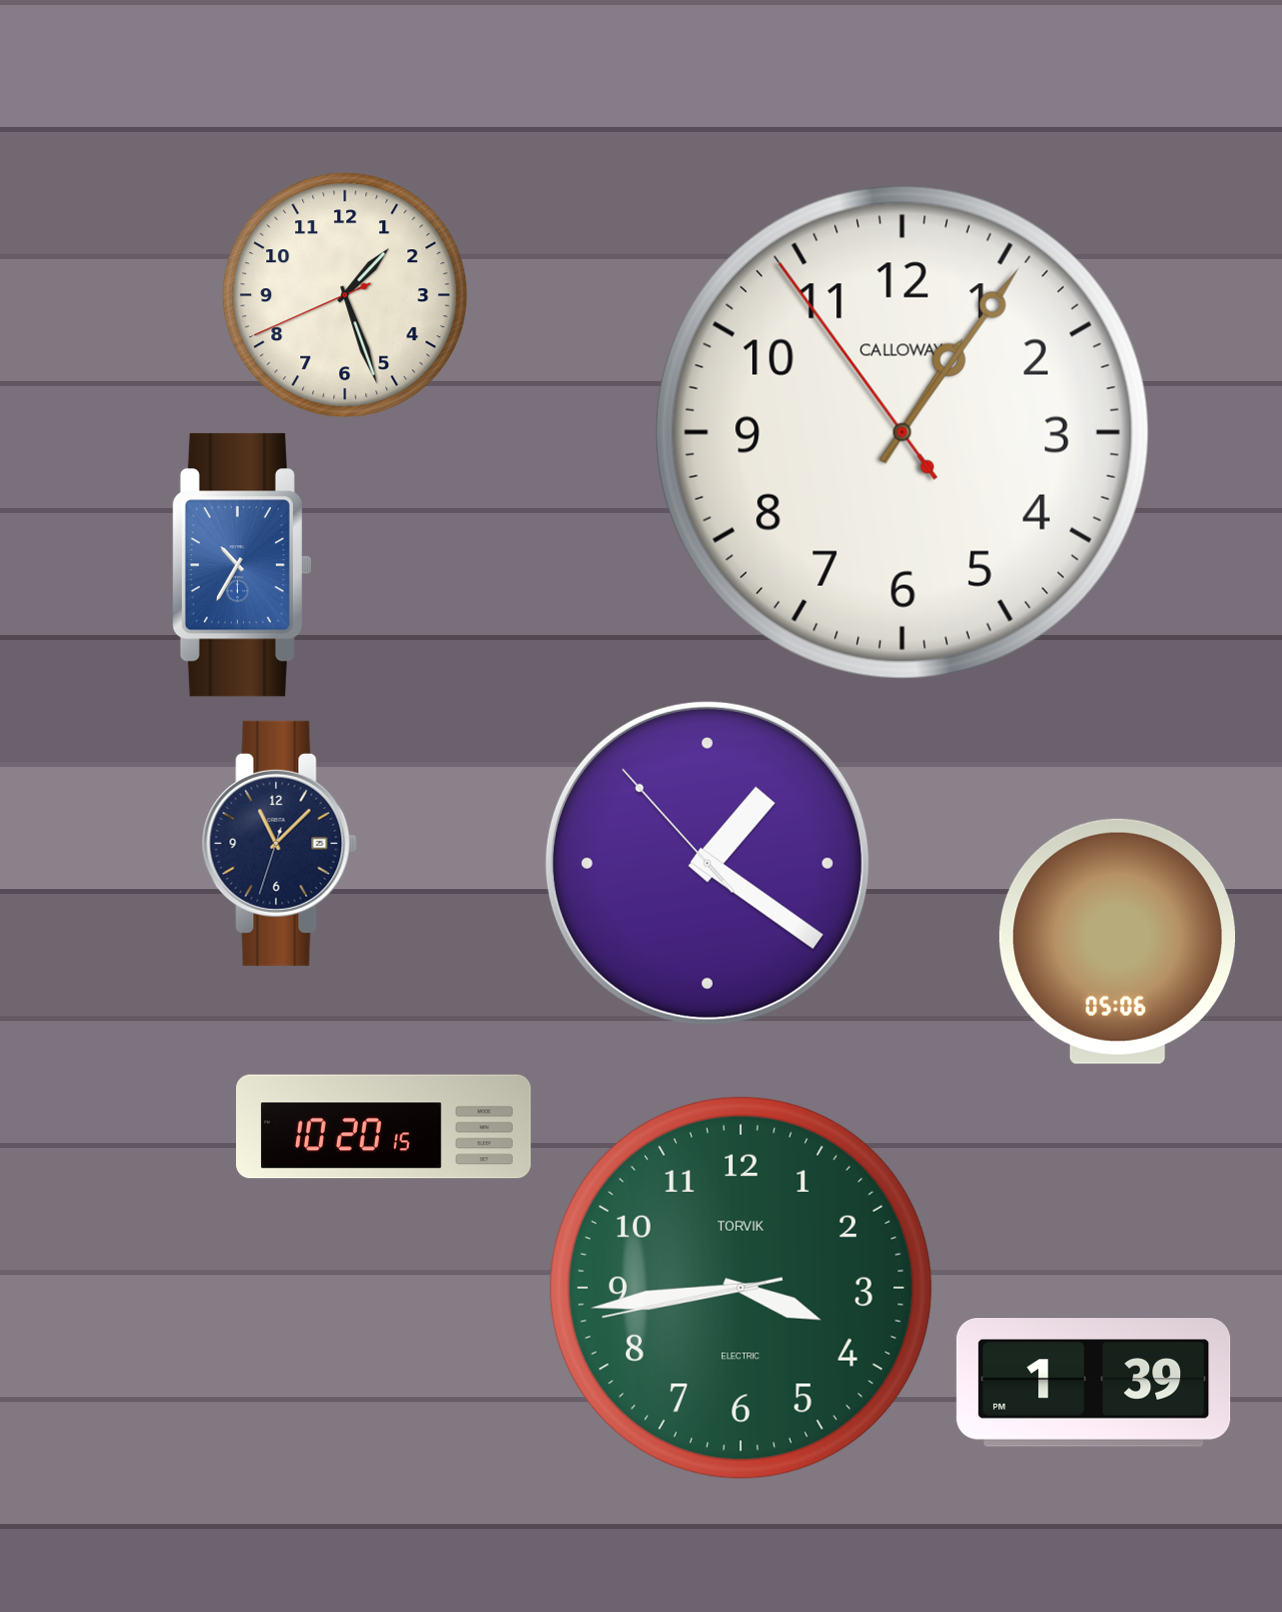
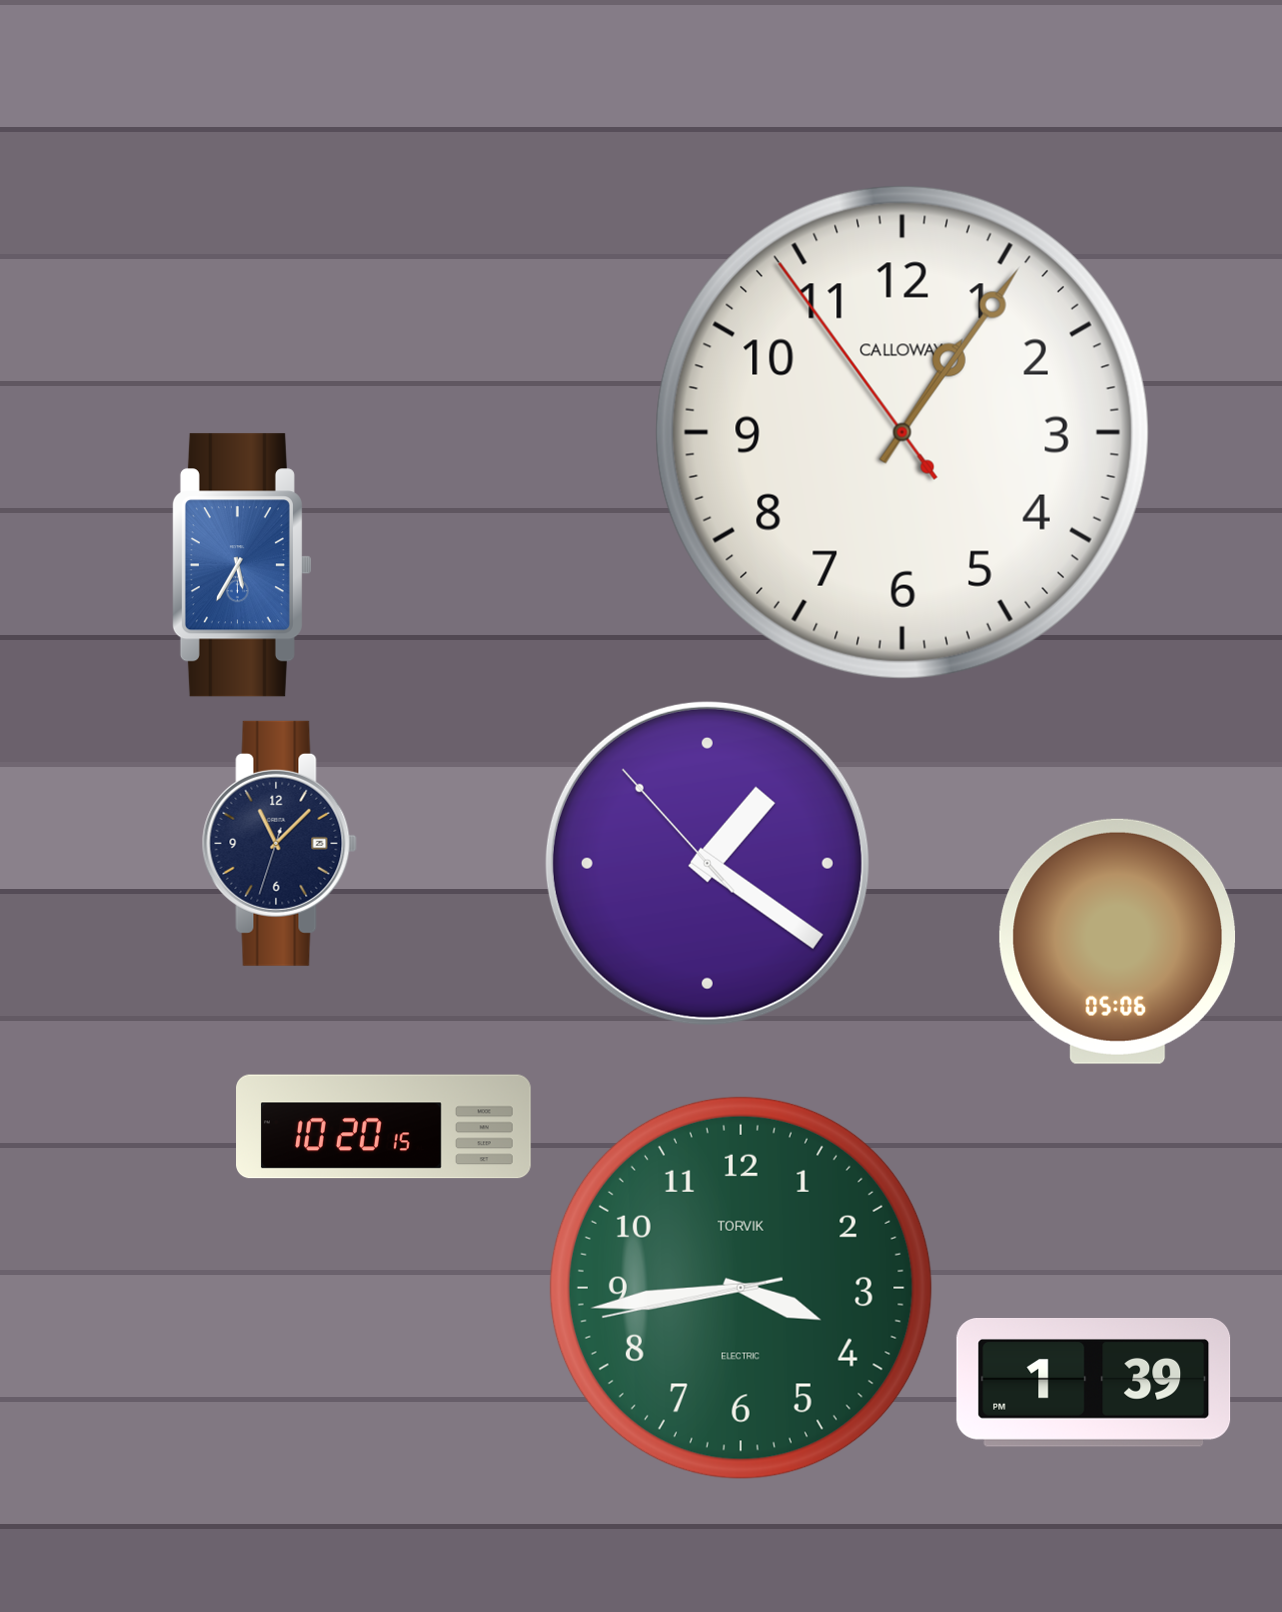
clock at (345, 295): 1:26 -> none
clock at (241, 565): 10:35 -> 5:35
